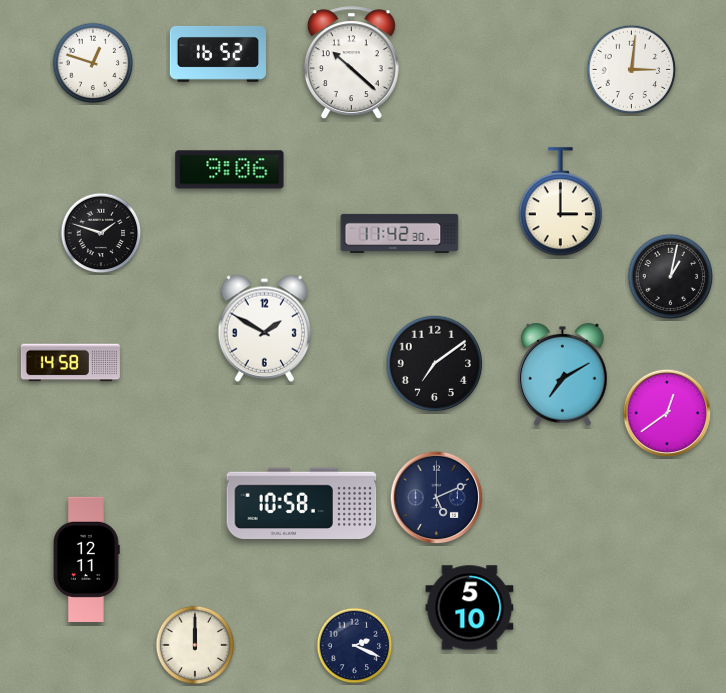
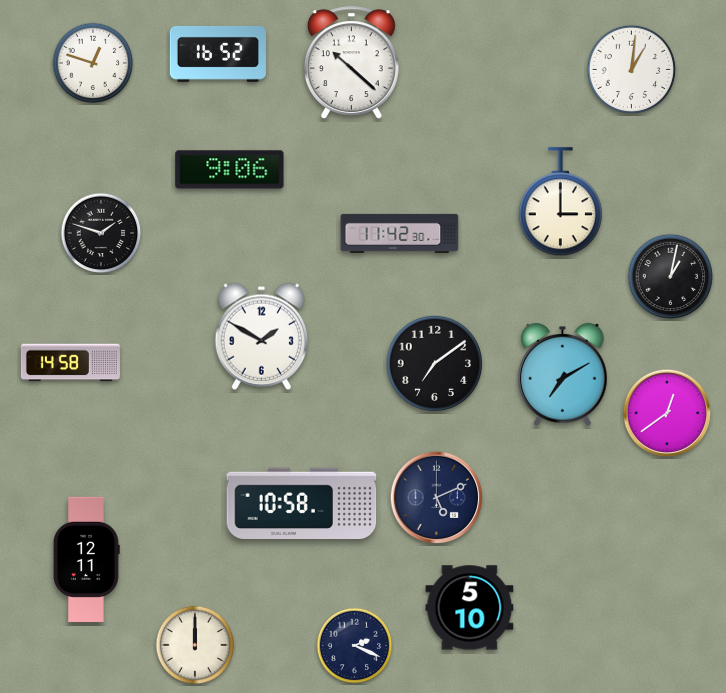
clock at (632, 70): 3:01 -> 1:01
clock at (264, 328) position: (264, 328) -> (261, 336)
